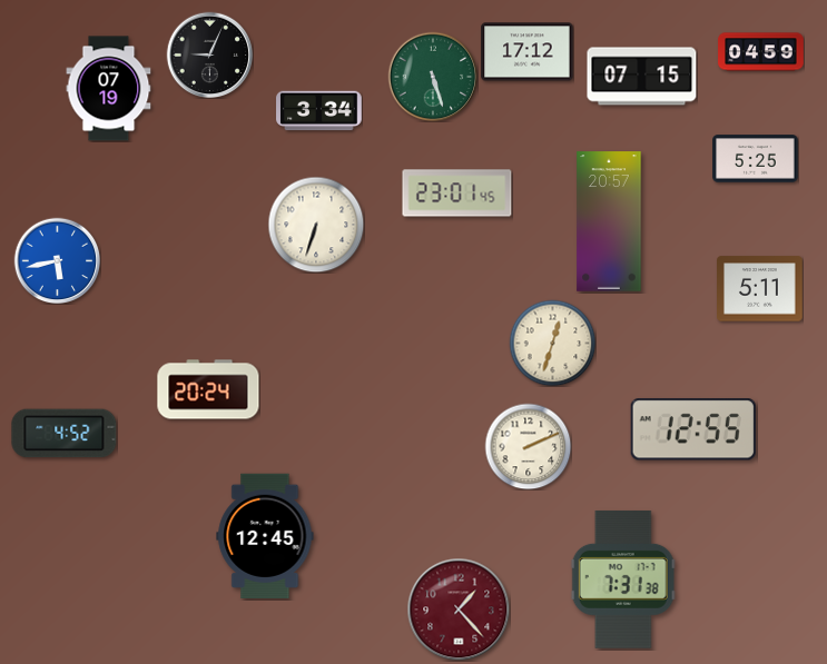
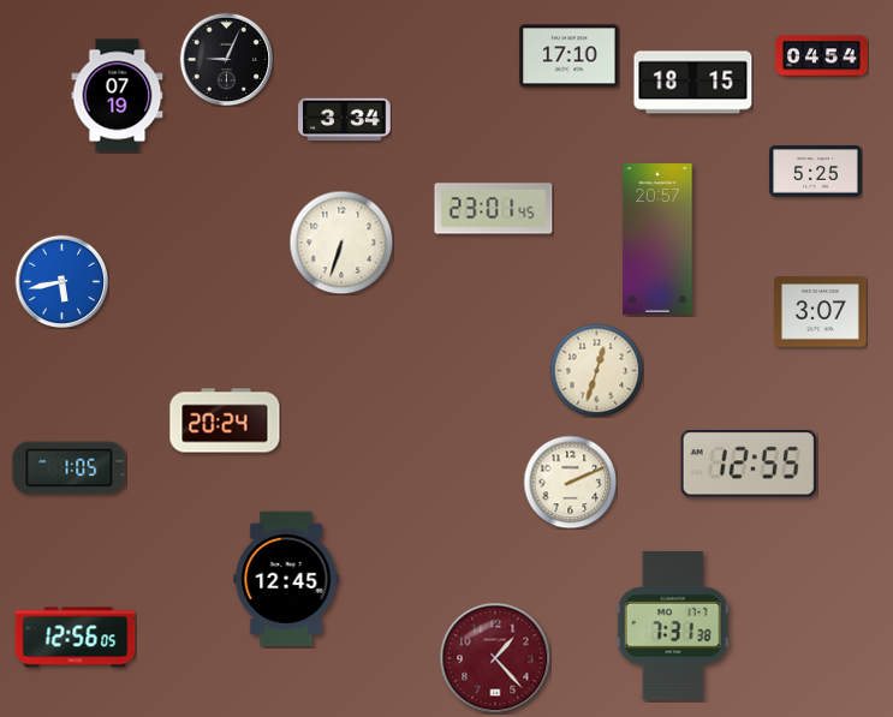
clock at (528, 52): 17:12 -> 17:10
clock at (761, 52): 04:59 -> 04:54
clock at (433, 77): 5:27 -> none
clock at (642, 77): 07:15 -> 18:15
clock at (760, 289): 5:11 -> 3:07
clock at (65, 434): 4:52 -> 1:05
clock at (76, 638): none -> 12:56
